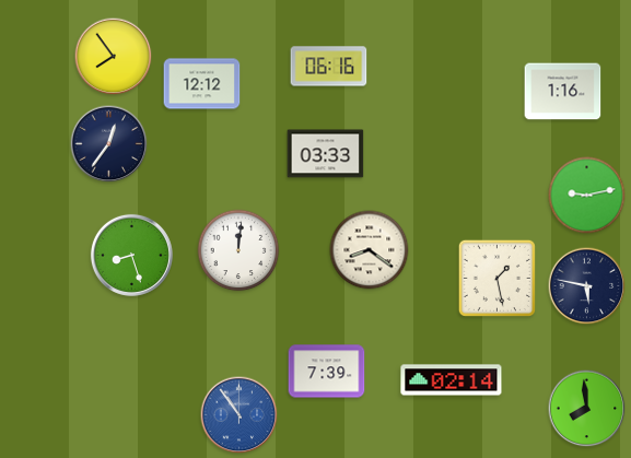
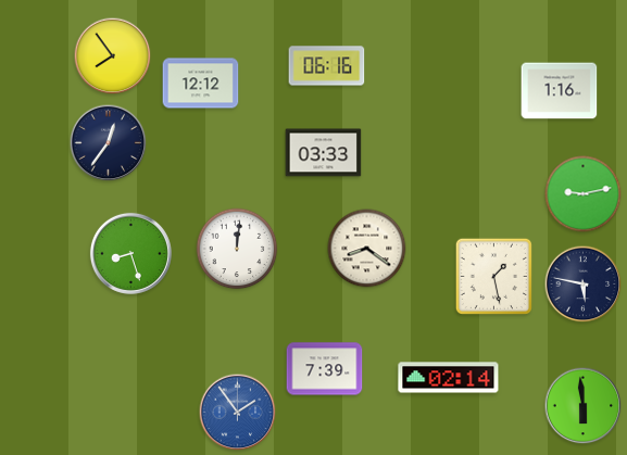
clock at (587, 409): 7:59 -> 5:59
clock at (239, 415): 10:54 -> 1:54
